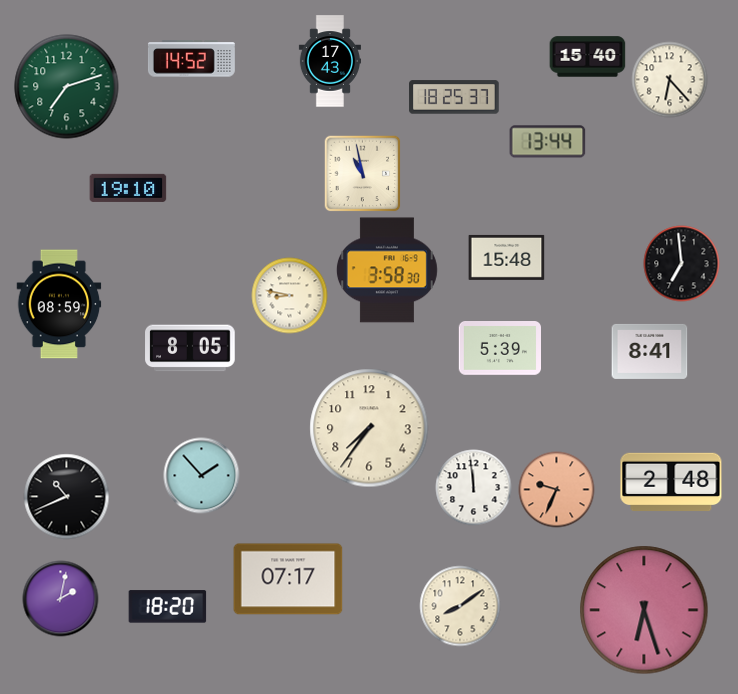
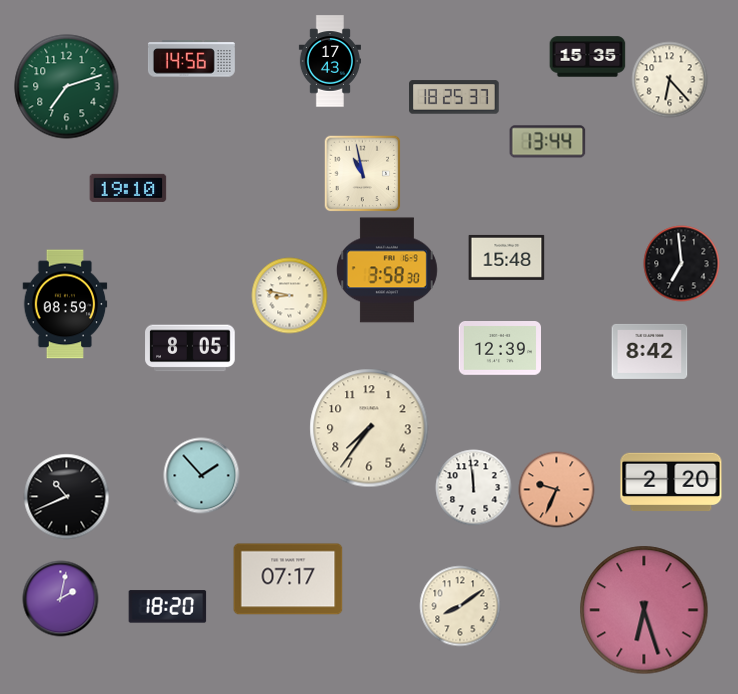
clock at (588, 57): 15:40 -> 15:35
clock at (191, 59): 14:52 -> 14:56
clock at (59, 304) position: (59, 304) -> (65, 304)
clock at (499, 349): 5:39 -> 12:39
clock at (650, 351): 8:41 -> 8:42
clock at (671, 482): 2:48 -> 2:20
